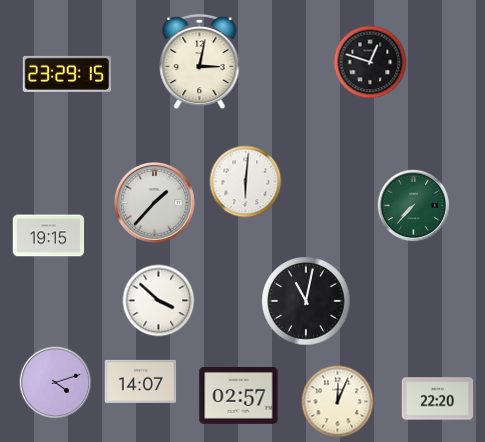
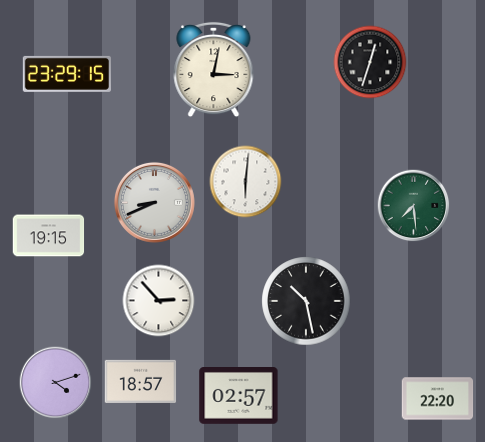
clock at (200, 62) position: (200, 62) -> (214, 70)
clock at (370, 62): 12:48 -> 12:33
clock at (154, 202): 1:37 -> 8:41
clock at (414, 206): 7:37 -> 7:29
clock at (159, 301): 3:52 -> 2:53
clock at (306, 301): 11:02 -> 10:28
clock at (141, 381): 14:07 -> 18:57
clock at (338, 402): 12:04 -> none
